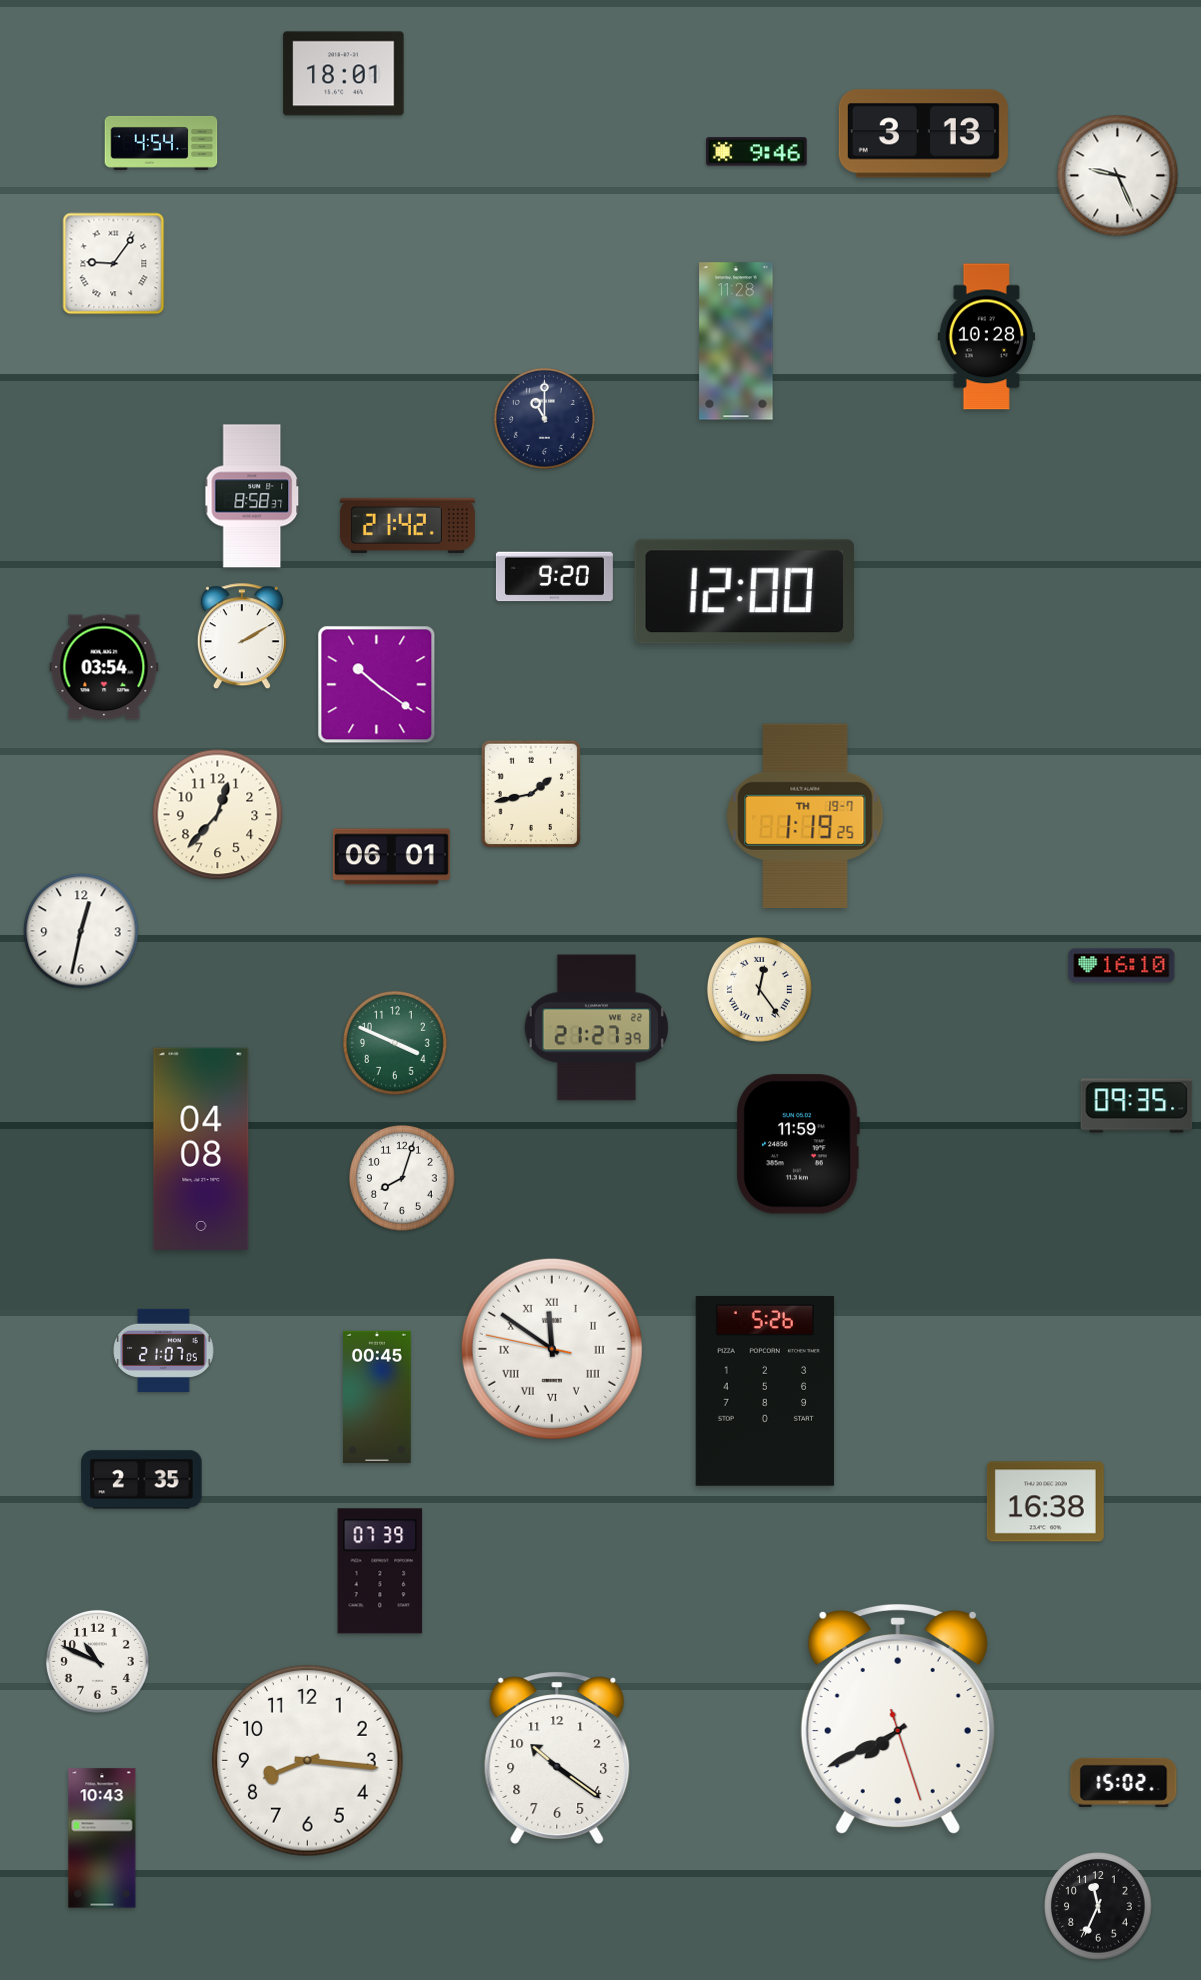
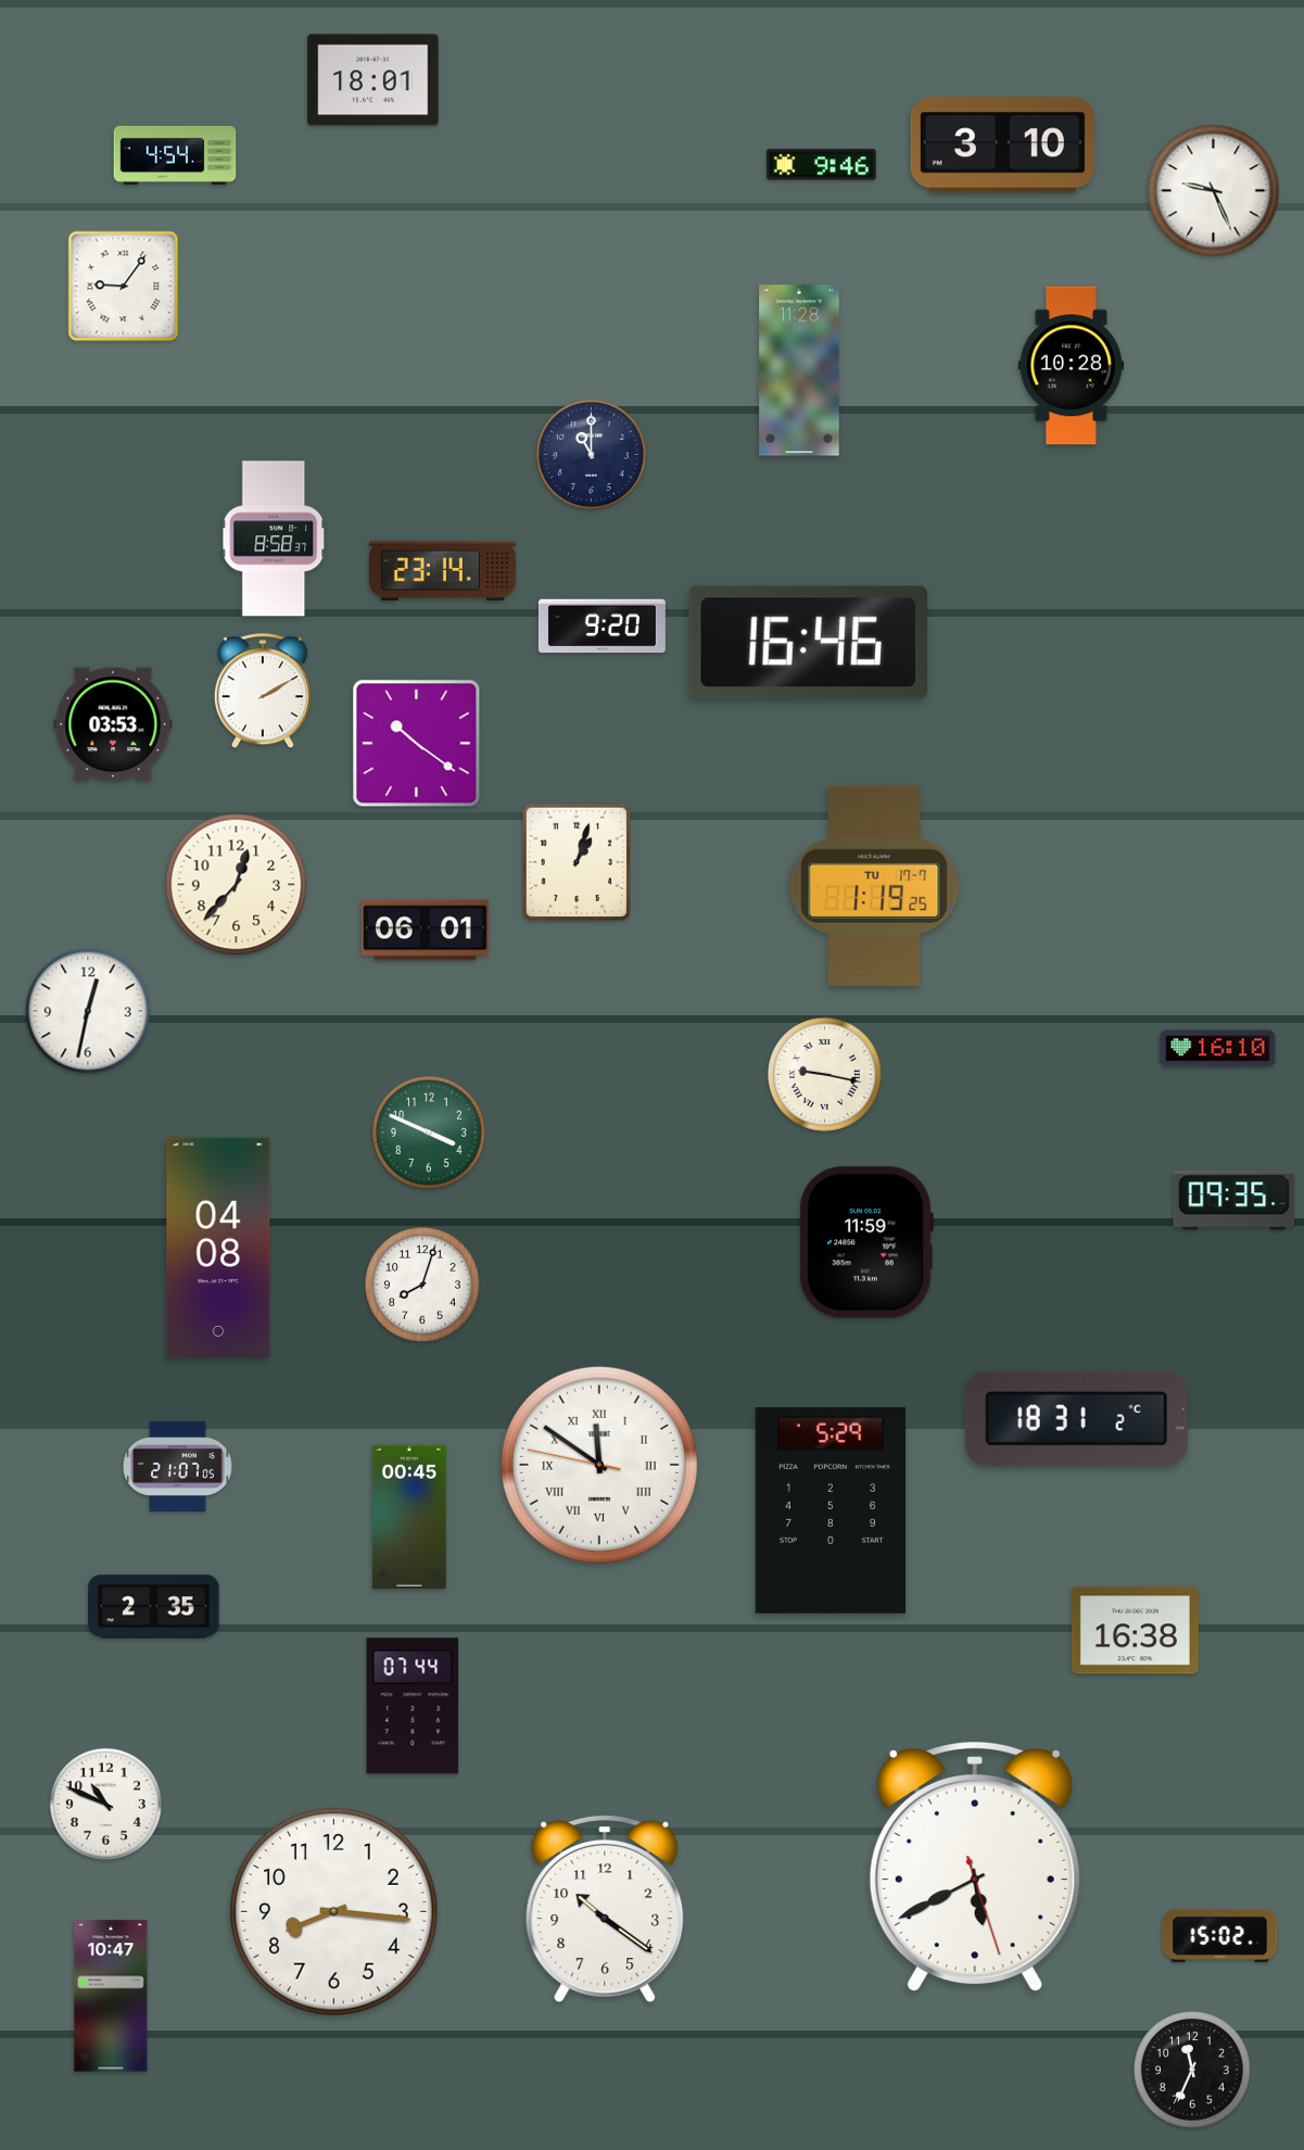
clock at (923, 134): 3:13 -> 3:10
clock at (407, 525): 21:42 -> 23:14
clock at (744, 592): 12:00 -> 16:46
clock at (104, 667): 03:54 -> 03:53
clock at (377, 685) position: (377, 685) -> (417, 744)
clock at (530, 794): 1:43 -> 1:03
clock at (805, 815) date: TH 19-7 -> TU 17-7
clock at (759, 989): 12:24 -> 9:17
clock at (596, 1028): 21:27 -> none
clock at (403, 1179) position: (403, 1179) -> (423, 1286)
clock at (1076, 1418): none -> 18:31
clock at (764, 1391): 5:26 -> 5:29
clock at (380, 1571): 07:39 -> 07:44
clock at (898, 1719): 7:40 -> 5:40
clock at (102, 1838): 10:43 -> 10:47
